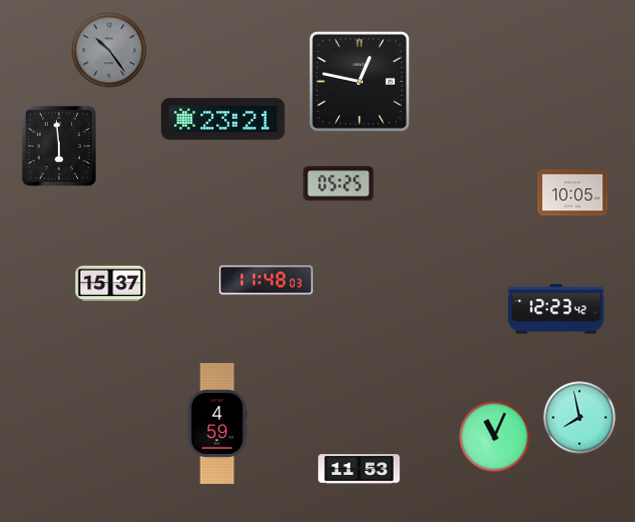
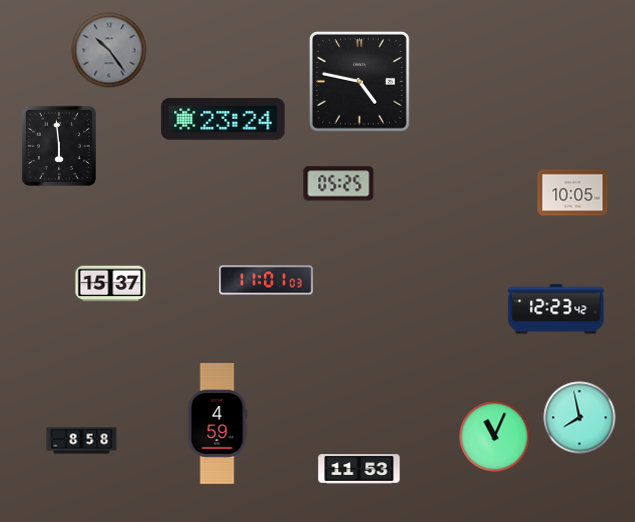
clock at (360, 82): 12:47 -> 4:47
clock at (223, 119): 23:21 -> 23:24
clock at (266, 280): 11:48 -> 11:01
clock at (82, 441): none -> 8:58
